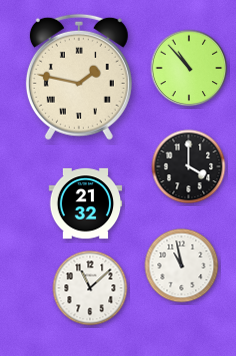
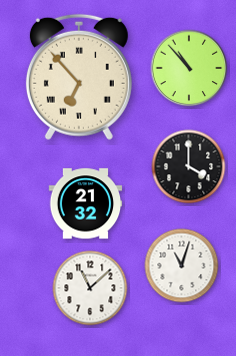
clock at (79, 77): 1:47 -> 6:53
clock at (182, 266): 10:58 -> 11:03
